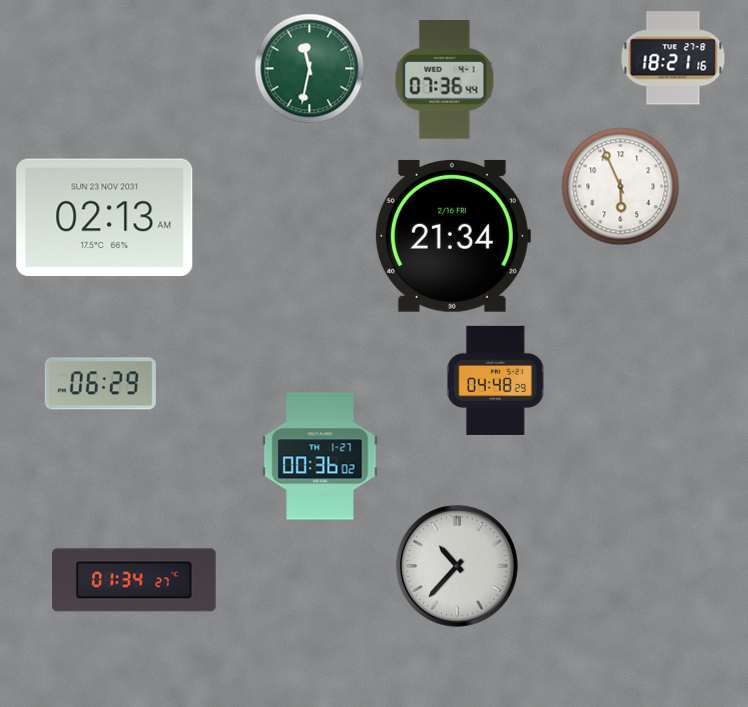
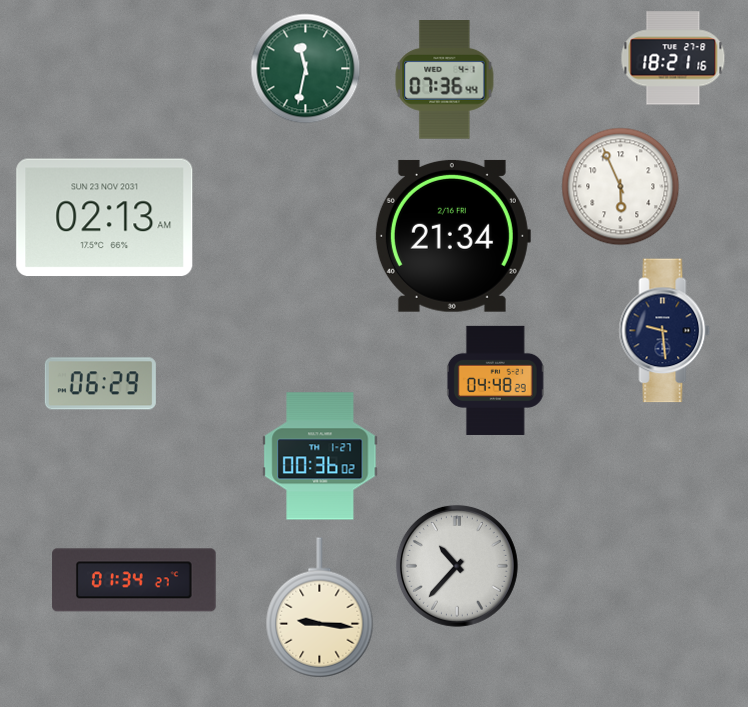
clock at (310, 69) position: (310, 69) -> (306, 69)
clock at (665, 331): none -> 9:29
clock at (320, 608): none -> 9:16
